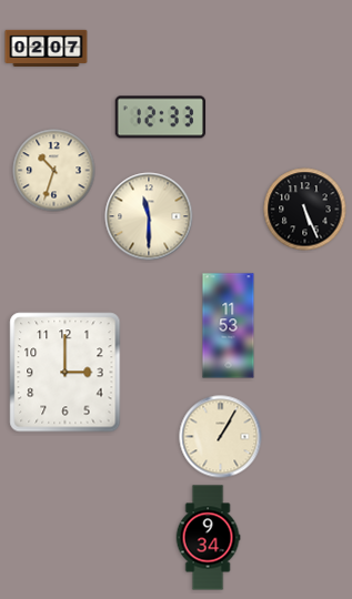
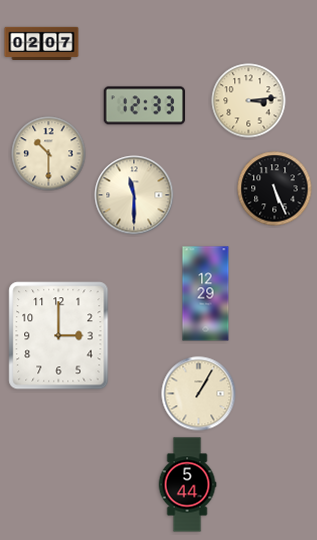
clock at (249, 101): none -> 3:14
clock at (54, 171): 10:33 -> 10:30
clock at (229, 326): 11:53 -> 12:29
clock at (208, 538): 9:34 -> 5:44
